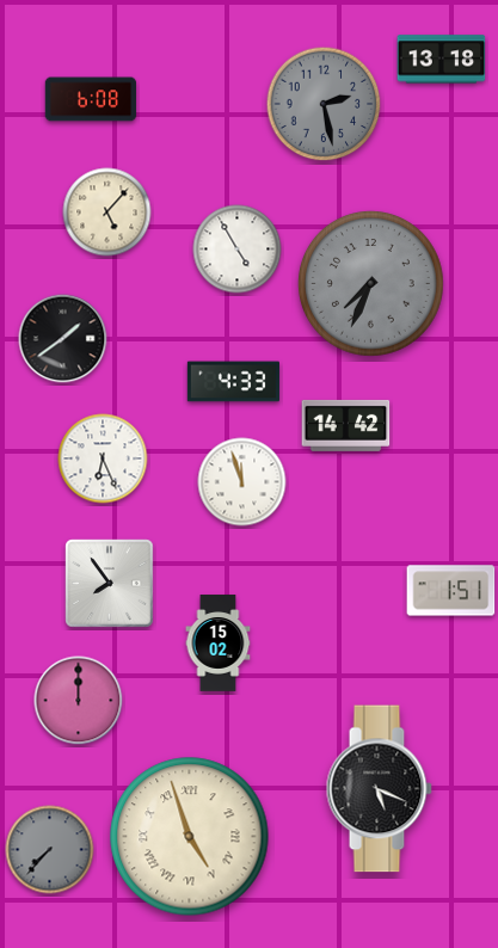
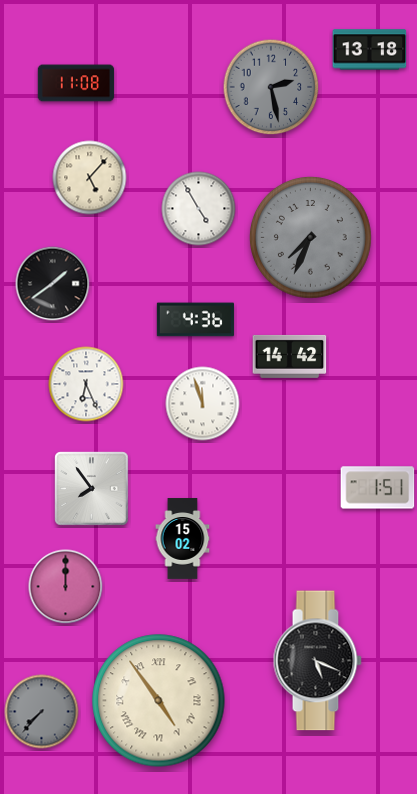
clock at (91, 99): 6:08 -> 11:08
clock at (233, 382): 4:33 -> 4:36
clock at (451, 591) position: (451, 591) -> (378, 488)
clock at (190, 837): 4:57 -> 4:54
